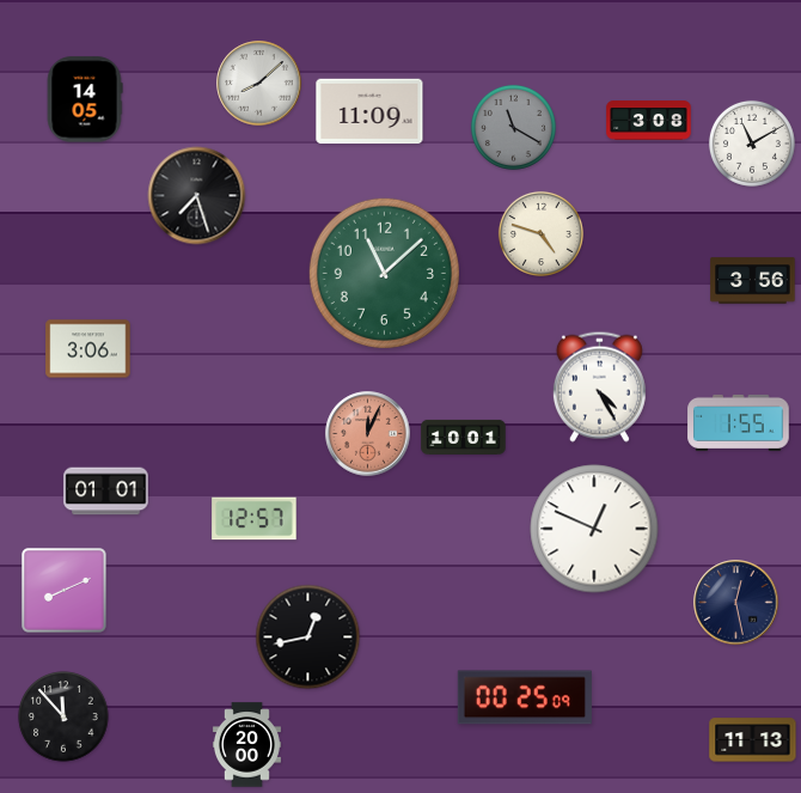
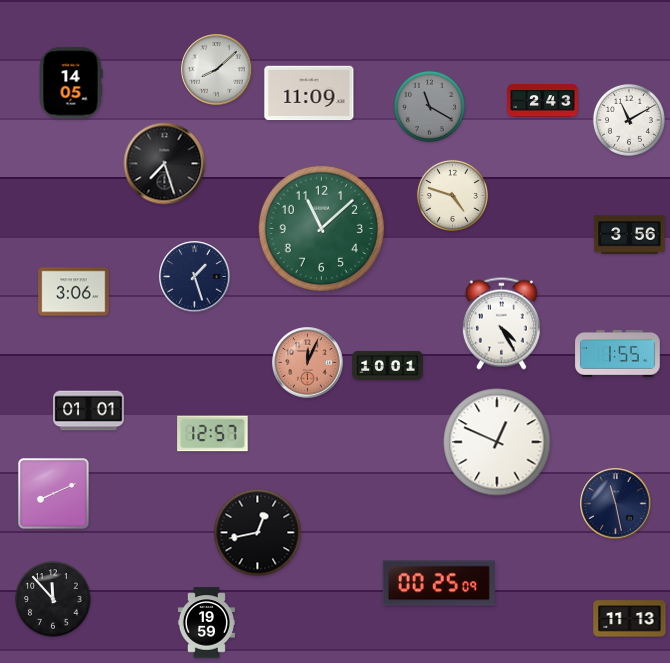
clock at (649, 121): 3:08 -> 2:43
clock at (195, 277): none -> 1:27
clock at (736, 603): 12:28 -> 11:28
clock at (246, 745): 20:00 -> 19:59
